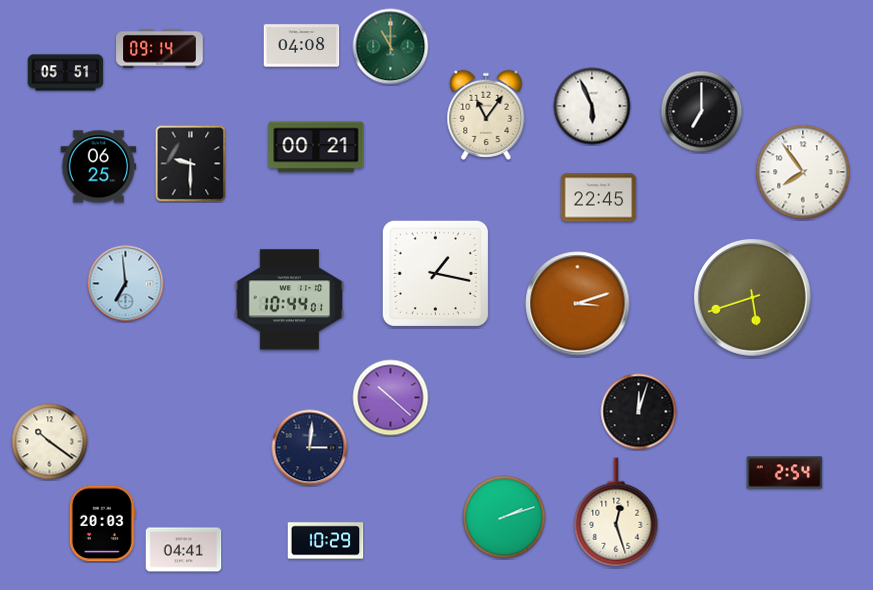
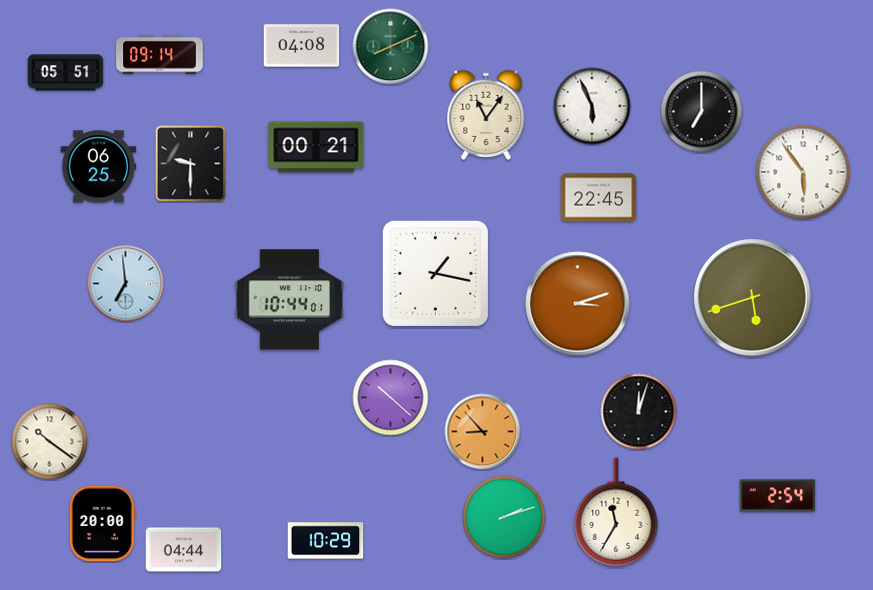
clock at (391, 47): 11:00 -> 8:11
clock at (160, 49) position: (160, 49) -> (160, 55)
clock at (803, 172): 7:54 -> 5:54
clock at (483, 432): none -> 8:53
clock at (310, 448): 3:01 -> none
clock at (785, 473) position: (785, 473) -> (778, 496)
clock at (616, 512): 12:27 -> 11:35
clock at (102, 524): 20:03 -> 20:00
clock at (184, 550): 04:41 -> 04:44
